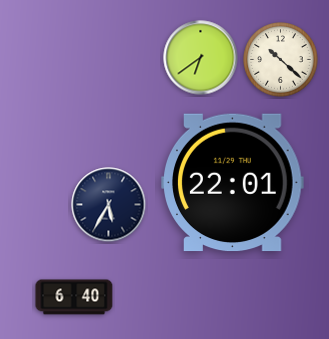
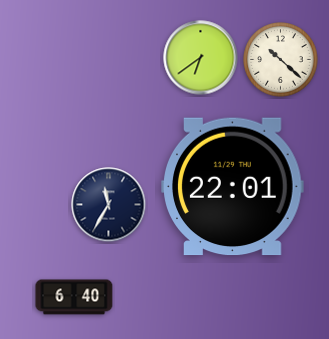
clock at (233, 183) position: (233, 183) -> (233, 187)
clock at (109, 205): 5:35 -> 11:35
